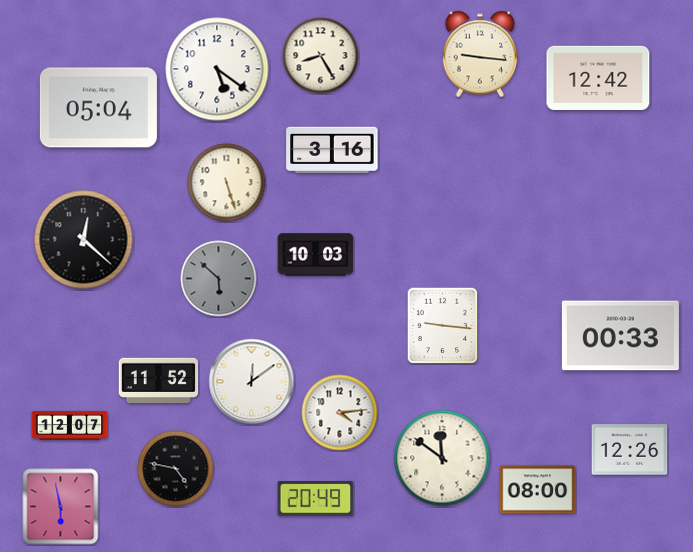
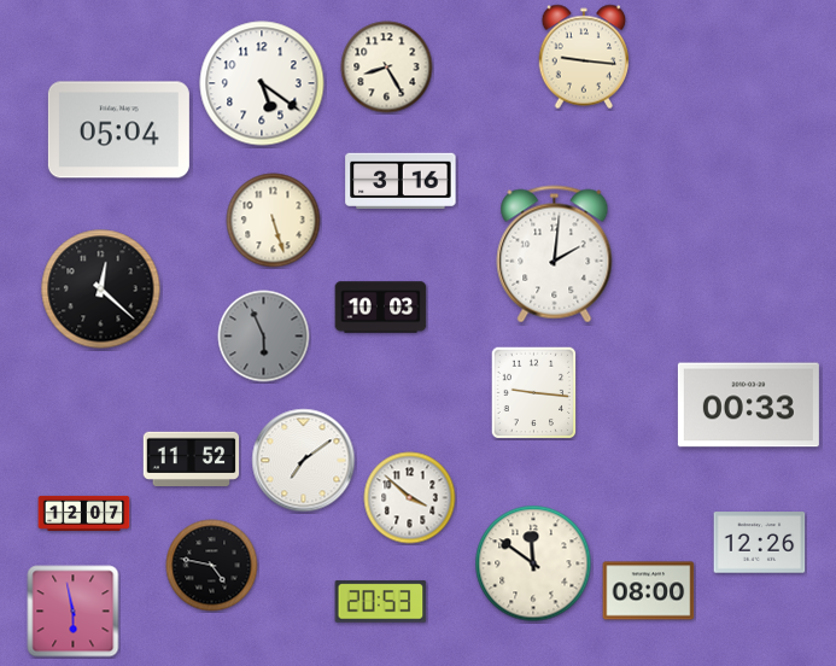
clock at (480, 54) position: (480, 54) -> (584, 57)
clock at (598, 78): 12:42 -> none
clock at (555, 255): none -> 2:01
clock at (219, 279): 5:52 -> 5:56
clock at (252, 382): 12:09 -> 7:09
clock at (340, 413): 4:14 -> 3:52
clock at (442, 458) position: (442, 458) -> (533, 563)
clock at (316, 499): 20:49 -> 20:53
